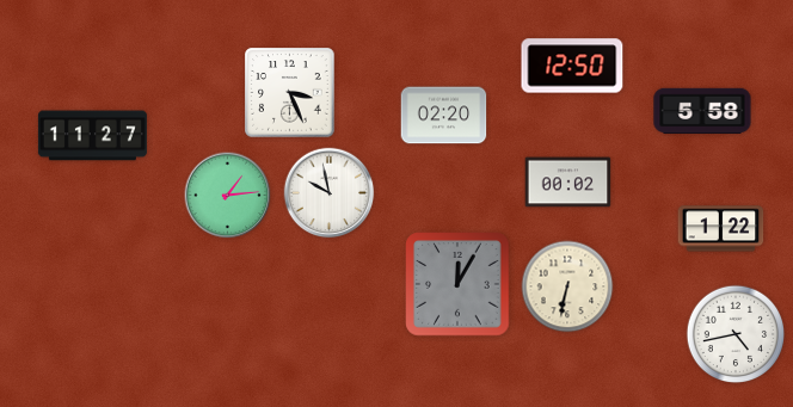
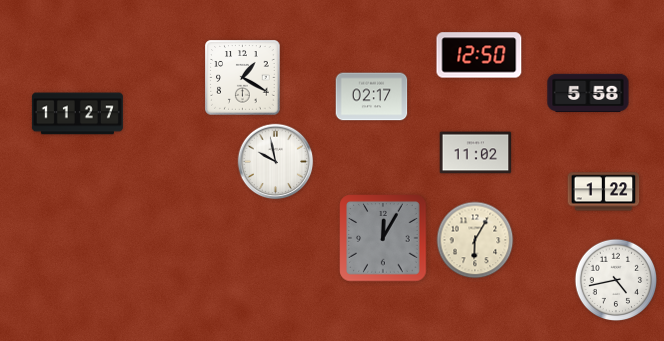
clock at (290, 93): 3:26 -> 1:20
clock at (444, 116): 02:20 -> 02:17
clock at (568, 183): 00:02 -> 11:02
clock at (228, 196): 1:14 -> none
clock at (567, 286): 6:32 -> 6:05
